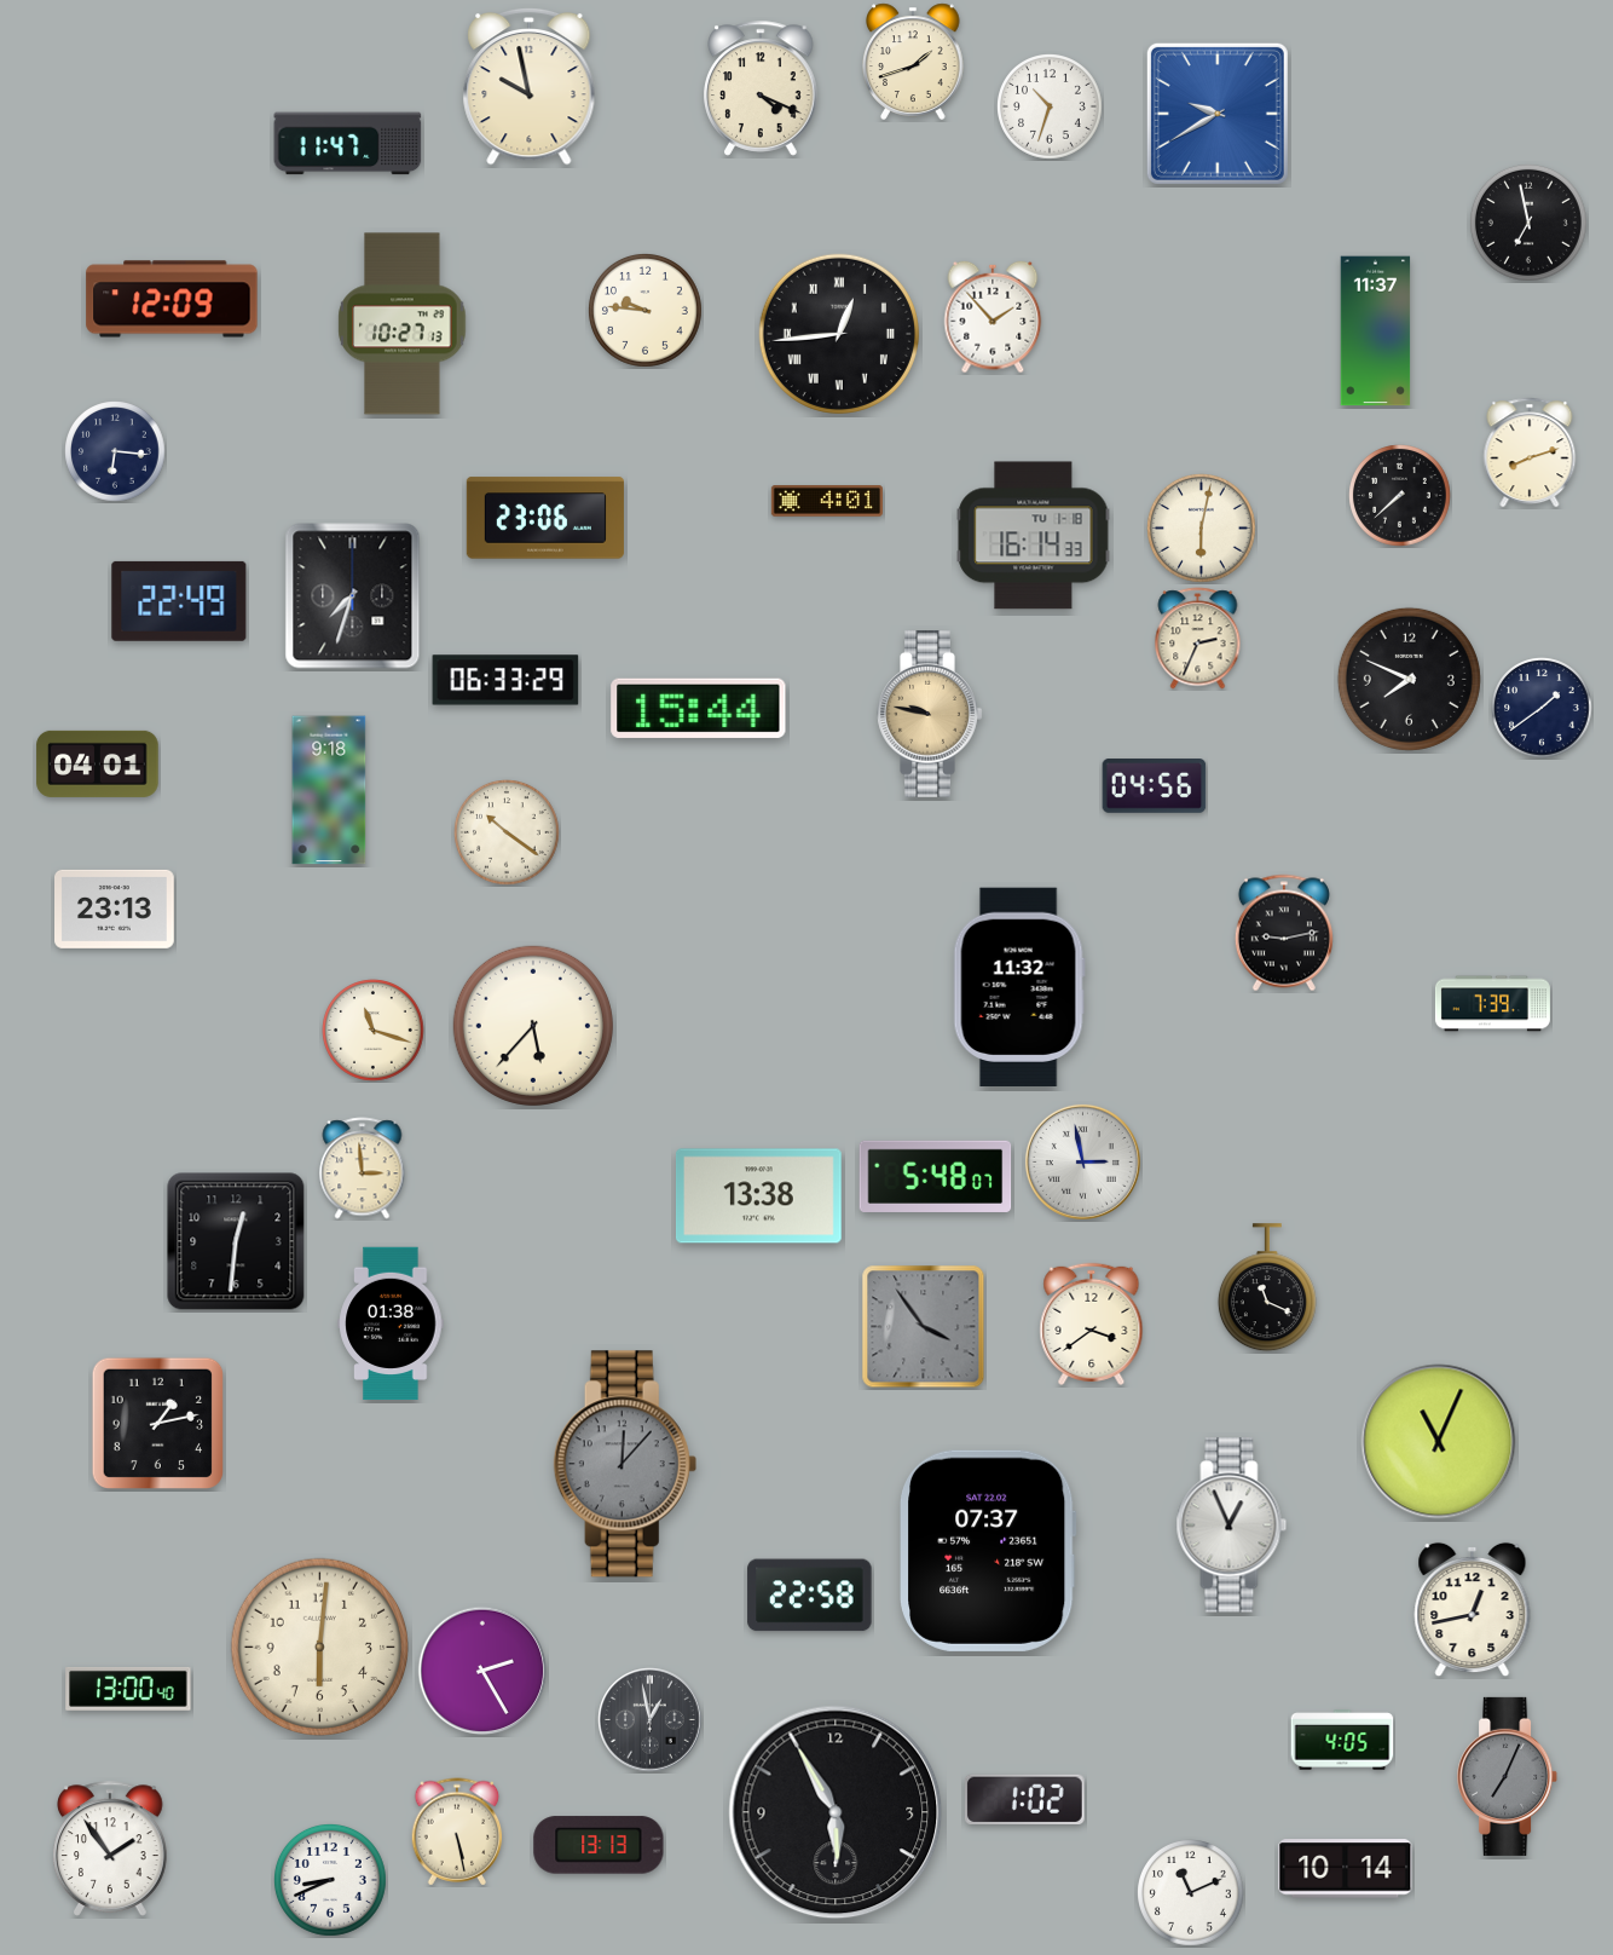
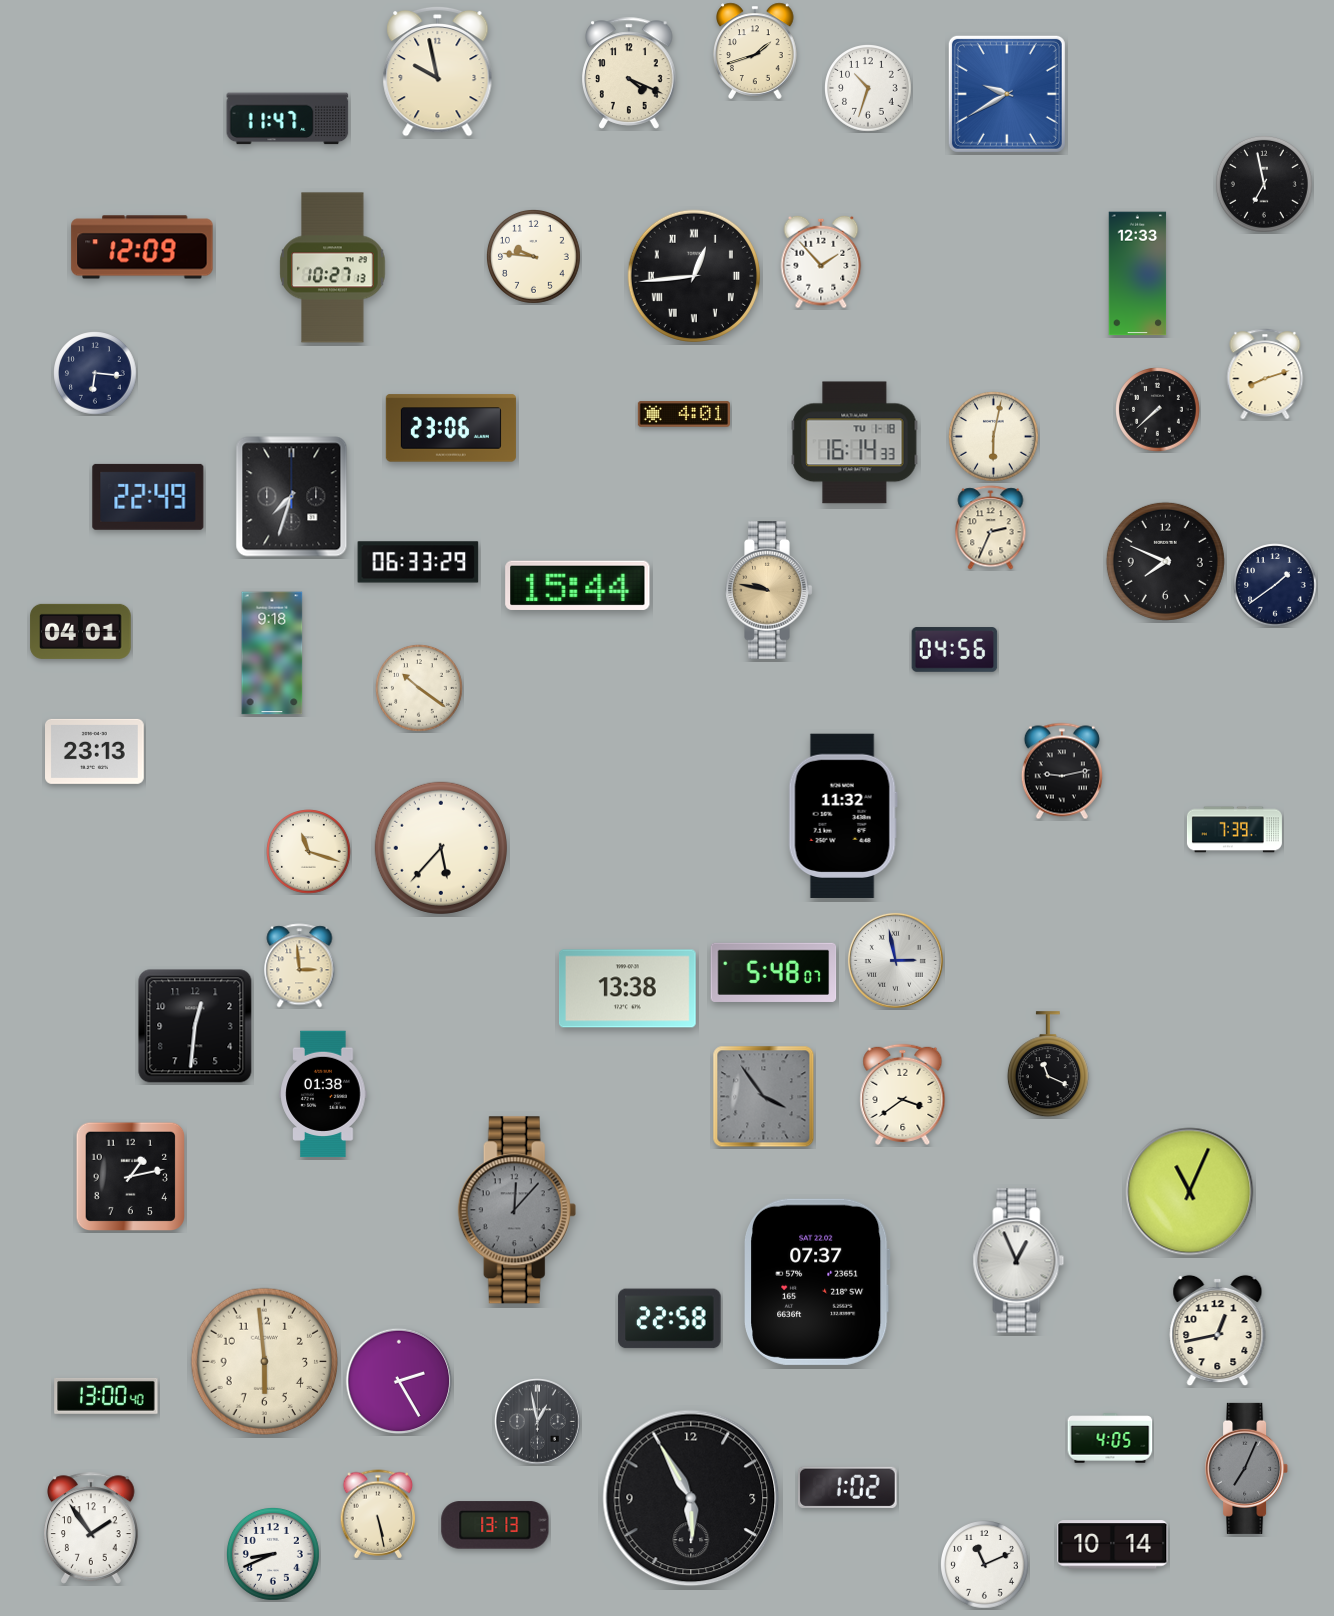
clock at (1376, 331): 11:37 -> 12:33
clock at (353, 596) position: (353, 596) -> (292, 497)
clock at (319, 1647): 6:01 -> 5:59
